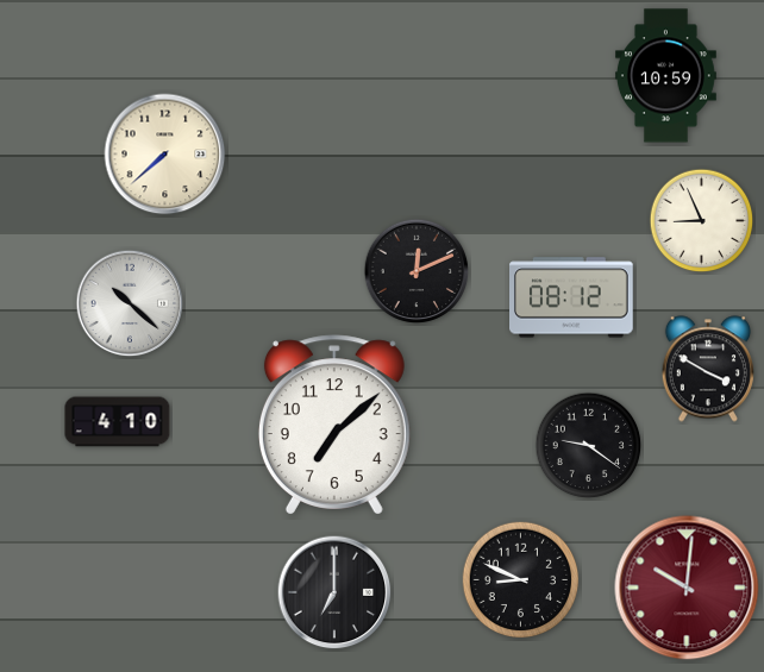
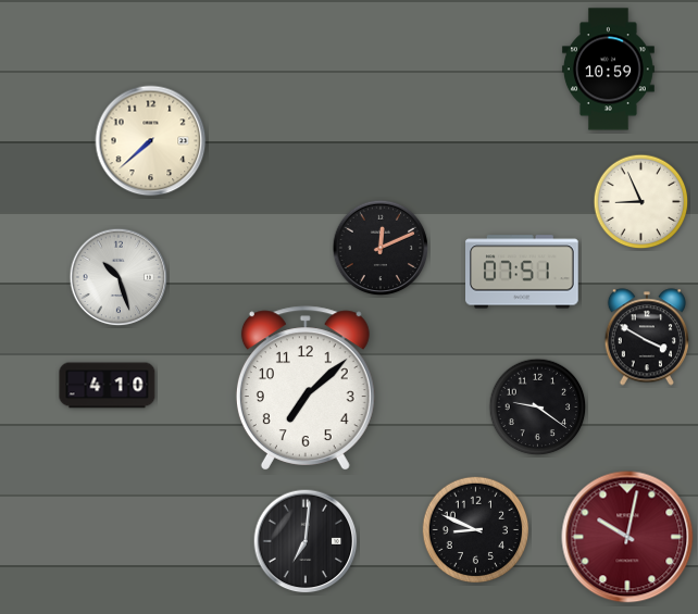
clock at (572, 297): 08:12 -> 07:51
clock at (130, 303): 10:22 -> 10:27
clock at (687, 588): 10:01 -> 10:02
clock at (334, 592): 7:00 -> 7:01
